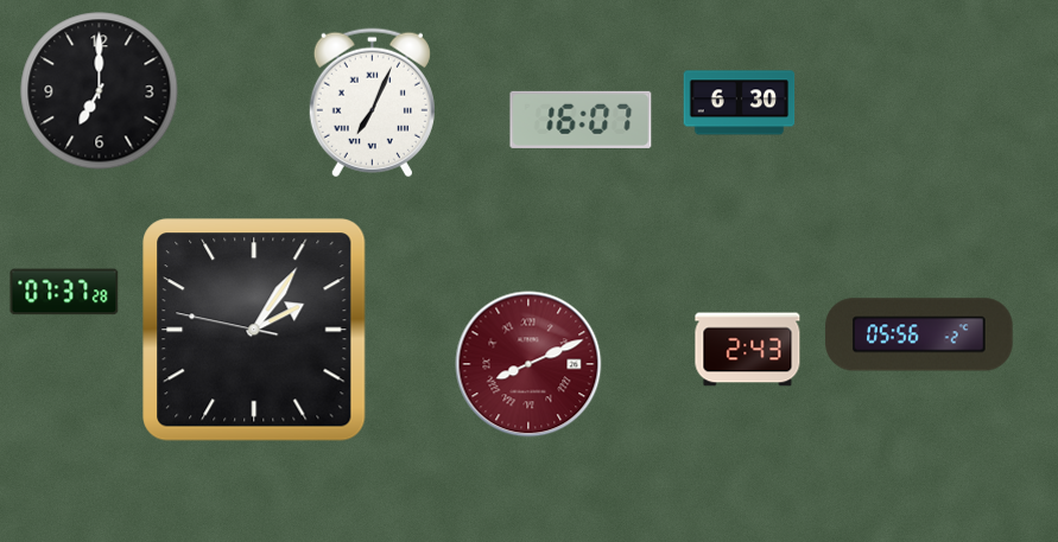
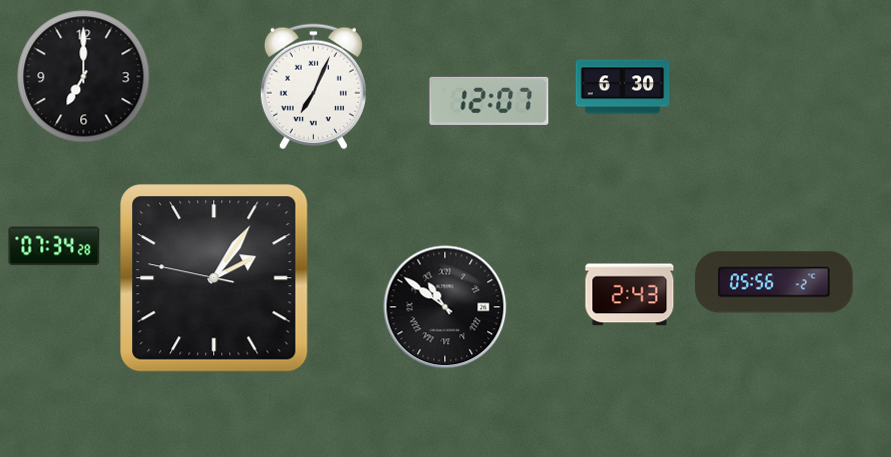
clock at (581, 120): 16:07 -> 12:07
clock at (64, 292): 07:37 -> 07:34
clock at (528, 364): 8:11 -> 10:51
clock at (528, 364) dial: burgundy -> black
